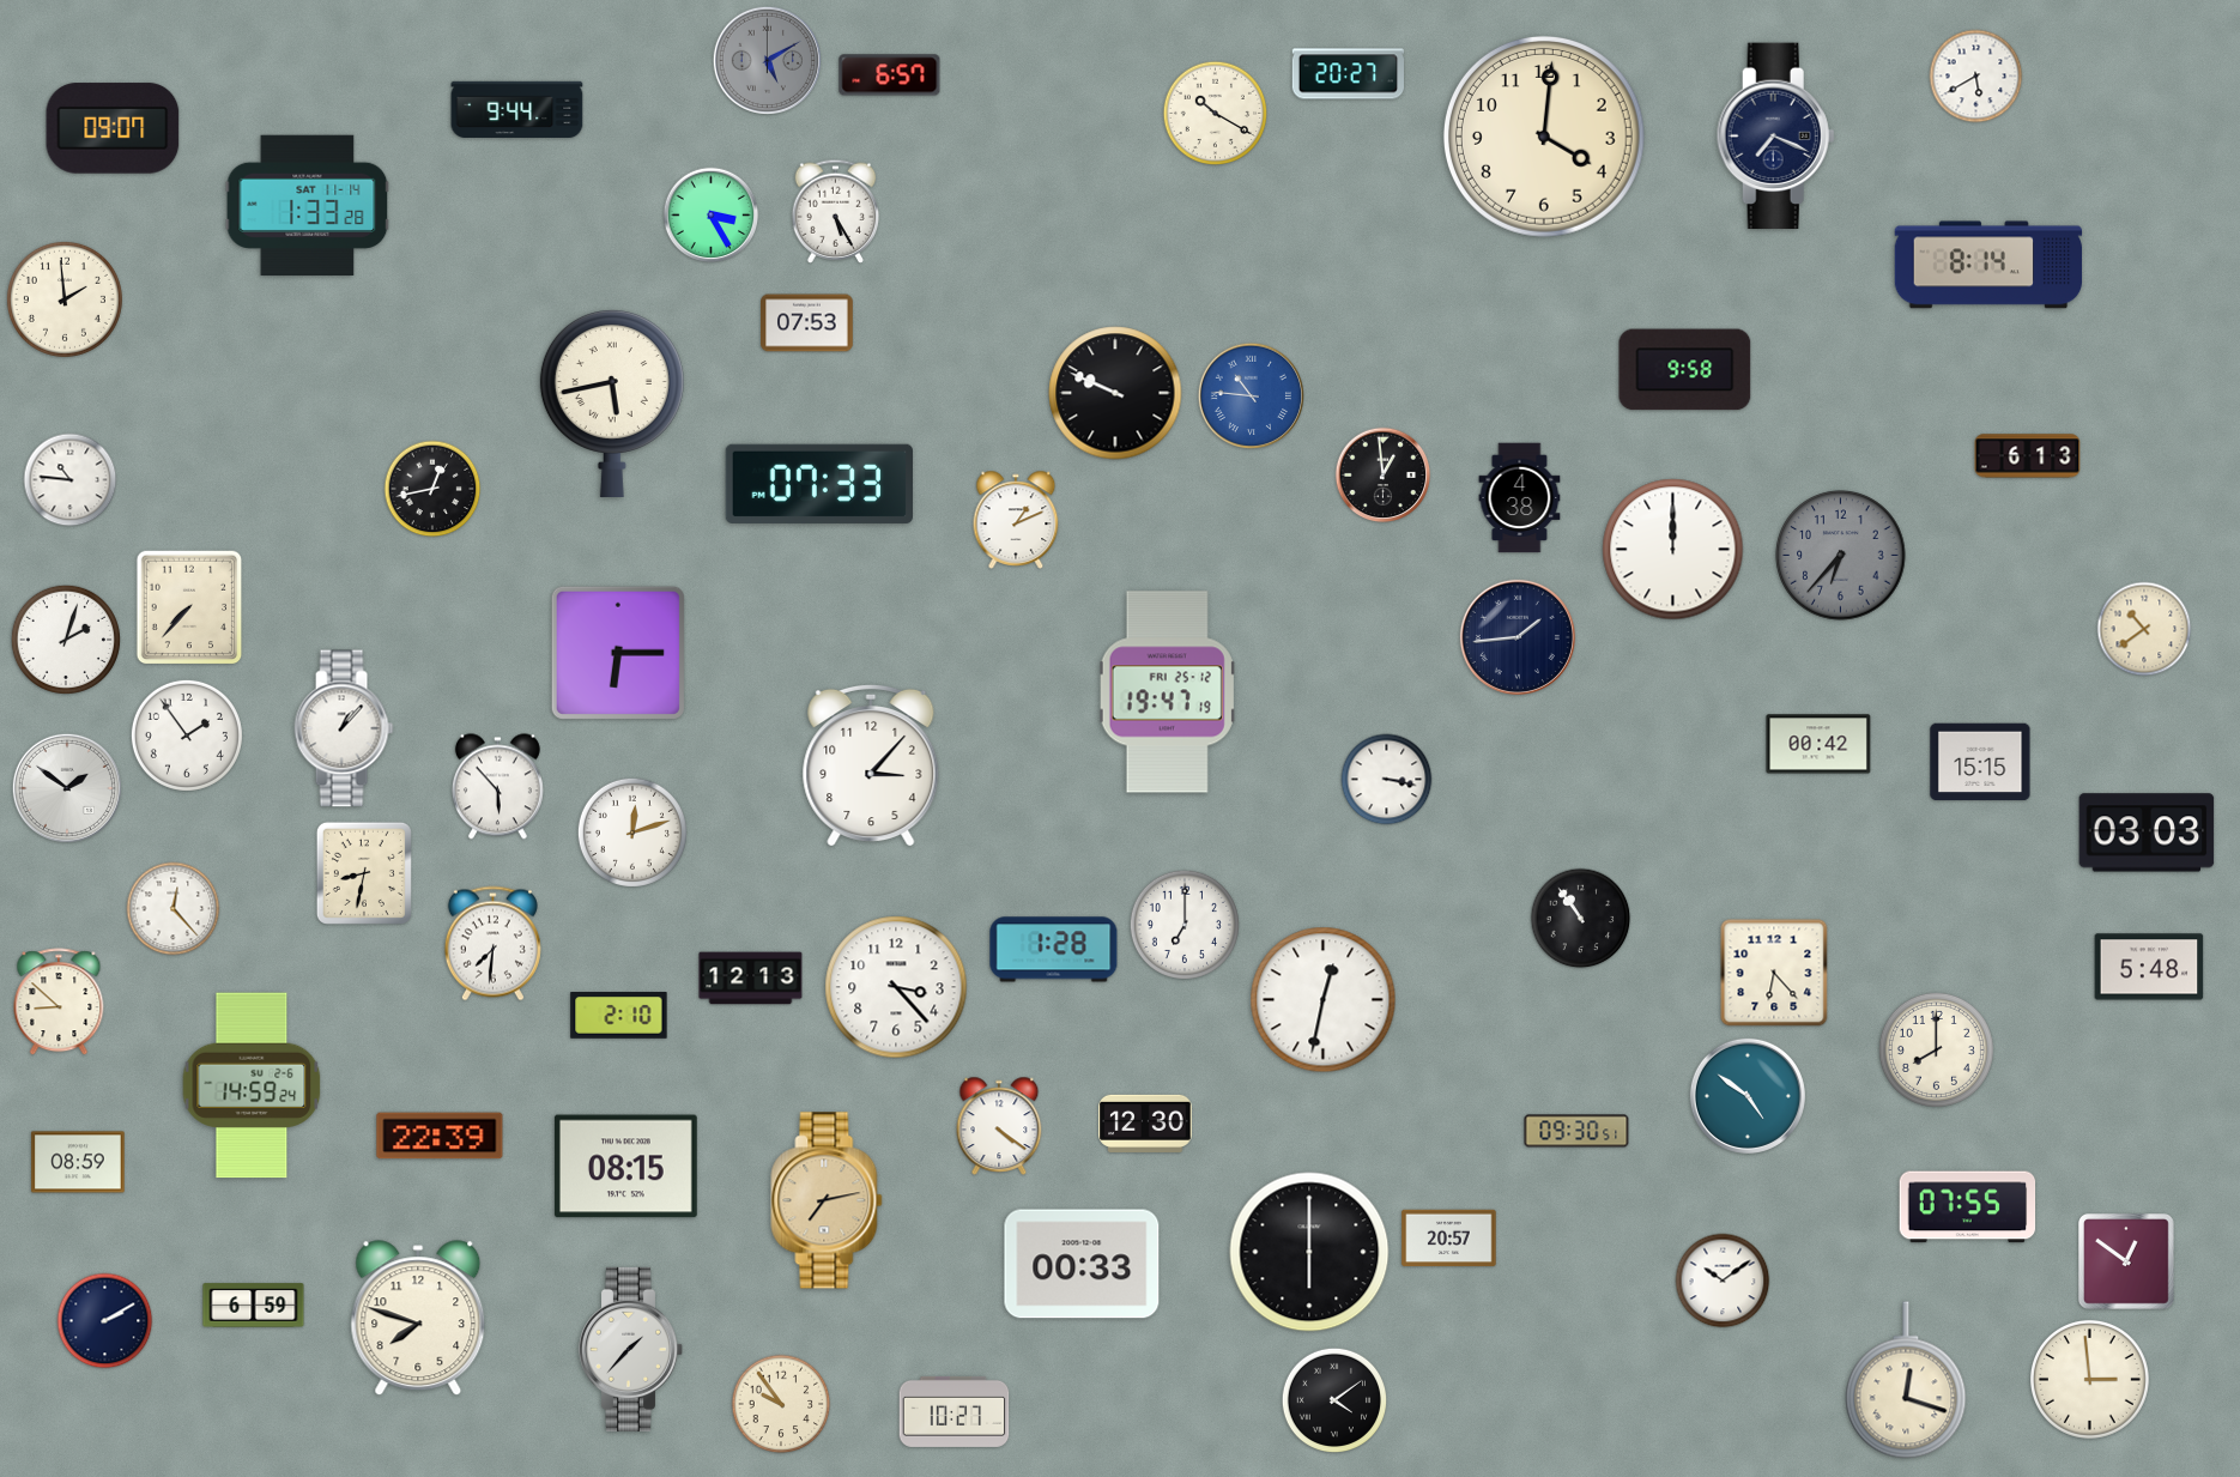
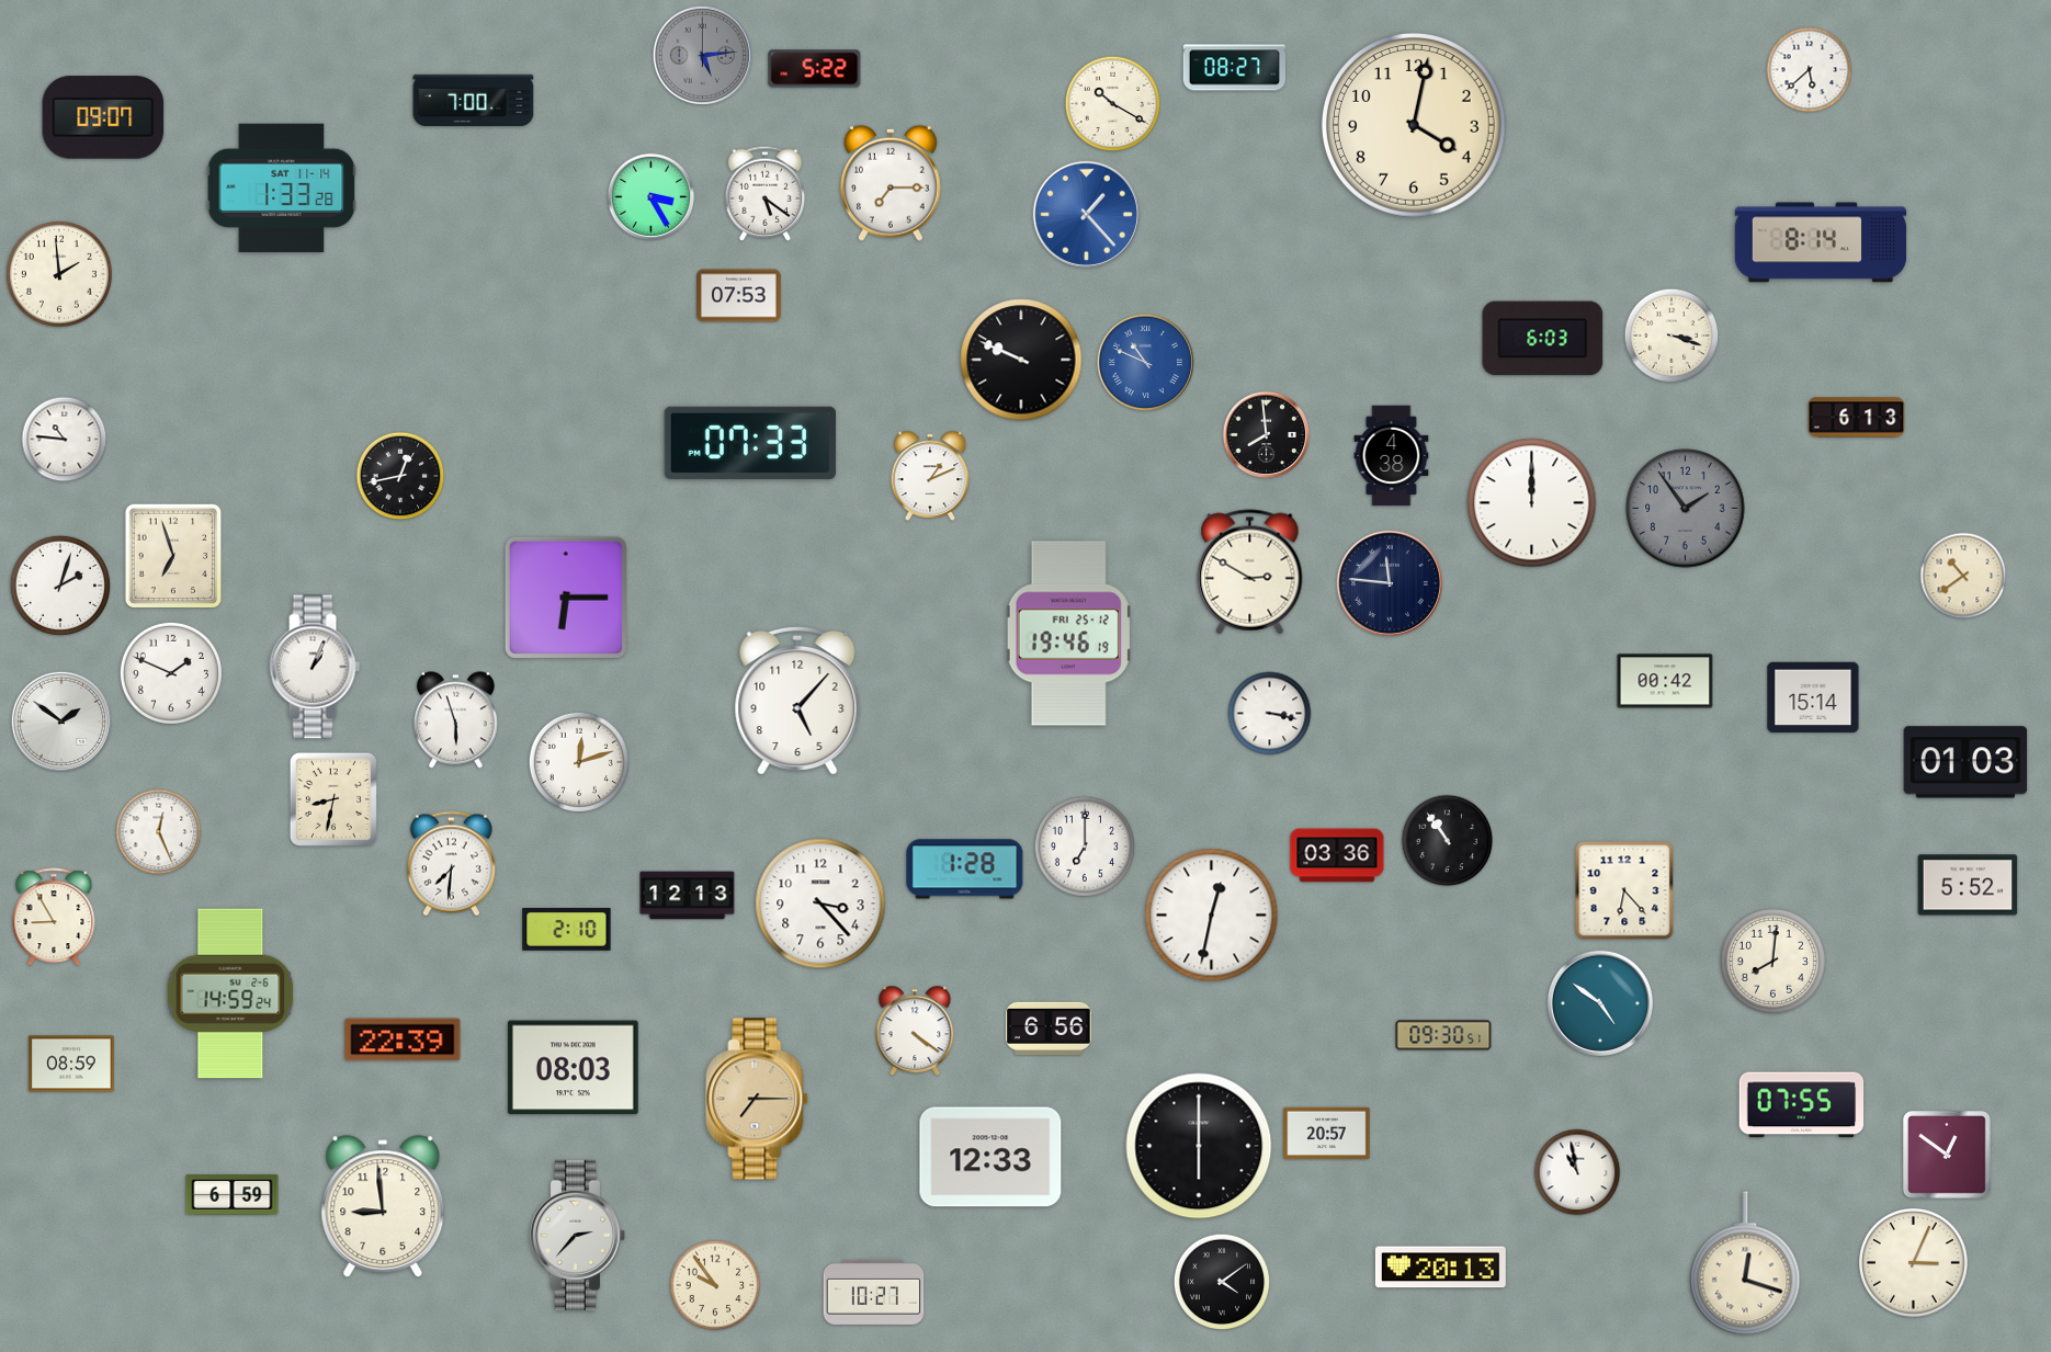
clock at (767, 60): 5:10 -> 5:14
clock at (1348, 74): 20:27 -> 08:27
clock at (890, 75): 6:57 -> 5:22
clock at (1976, 77): 5:40 -> 5:38
clock at (517, 109): 9:44 -> 7:00
clock at (1544, 137): 4:01 -> 4:02
clock at (1775, 137): 7:19 -> none
clock at (892, 183): none -> 7:15
clock at (836, 211): 5:25 -> 5:21
clock at (1086, 214): none -> 1:23
clock at (1672, 336): none -> 3:18
clock at (1685, 370): 9:58 -> 6:03
clock at (1251, 395): 10:46 -> 10:49
clock at (612, 402): 5:43 -> none
clock at (1384, 476): 12:59 -> 7:59
clock at (432, 489) position: (432, 489) -> (400, 476)
clock at (1841, 556): 6:37 -> 1:54
clock at (189, 607): 7:37 -> 6:57
clock at (1250, 572): none -> 2:50
clock at (1518, 637): 1:44 -> 11:46
clock at (1168, 692): 19:47 -> 19:46
clock at (344, 728): 1:07 -> 1:04
clock at (187, 736): 1:54 -> 1:49
clock at (1980, 762): 15:15 -> 15:14
clock at (871, 765): 3:07 -> 5:07
clock at (497, 787): 5:53 -> 5:57
clock at (2147, 833): 03:03 -> 01:03
clock at (174, 909): 12:23 -> 12:26
clock at (1337, 855): none -> 03:36
clock at (2149, 967): 5:48 -> 5:52
clock at (59, 1003): 8:52 -> 8:55
clock at (1936, 1049): 8:00 -> 8:01
clock at (1145, 1124): 12:30 -> 6:56
clock at (625, 1167): 08:15 -> 08:03
clock at (827, 1200): 7:13 -> 7:15
clock at (1082, 1264): 00:33 -> 12:33
clock at (1723, 1281): 10:09 -> 10:58
clock at (418, 1319): 7:48 -> 8:59
clock at (105, 1321): 2:10 -> none
clock at (631, 1349): 1:37 -> 2:37
clock at (2089, 1379): 2:59 -> 3:04
clock at (1440, 1268): none -> 20:13
